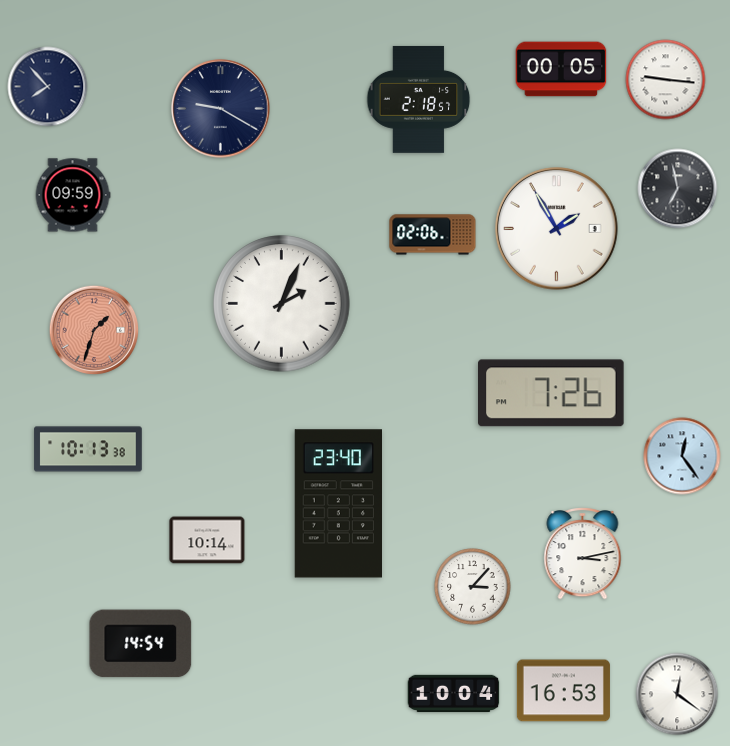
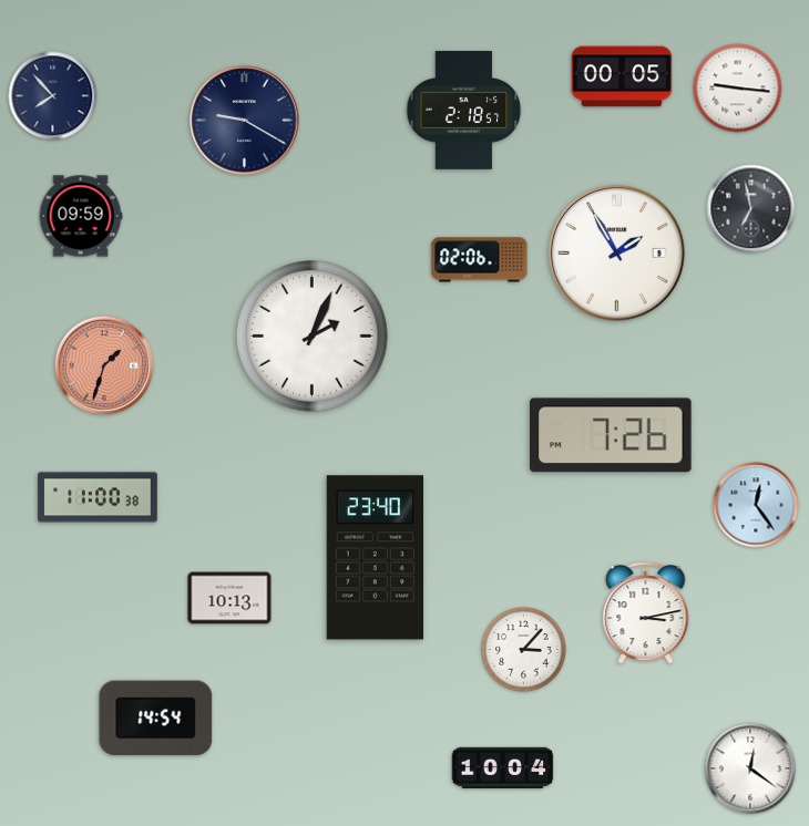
clock at (88, 449): 10:13 -> 11:00
clock at (207, 540): 10:14 -> 10:13
clock at (141, 644) position: (141, 644) -> (156, 719)
clock at (563, 691): 16:53 -> none
